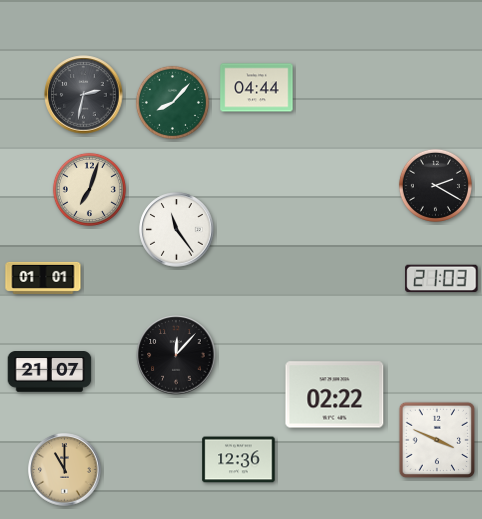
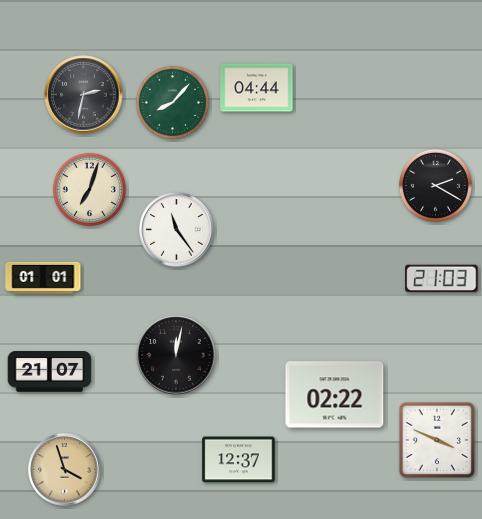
clock at (176, 355): 12:07 -> 12:02
clock at (239, 460): 12:36 -> 12:37
clock at (65, 470): 11:00 -> 3:57
